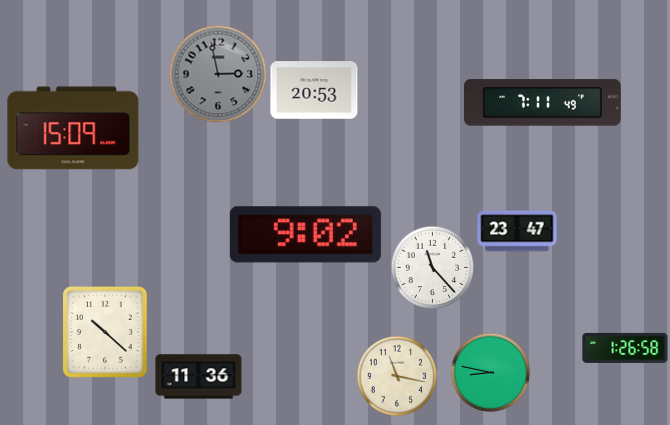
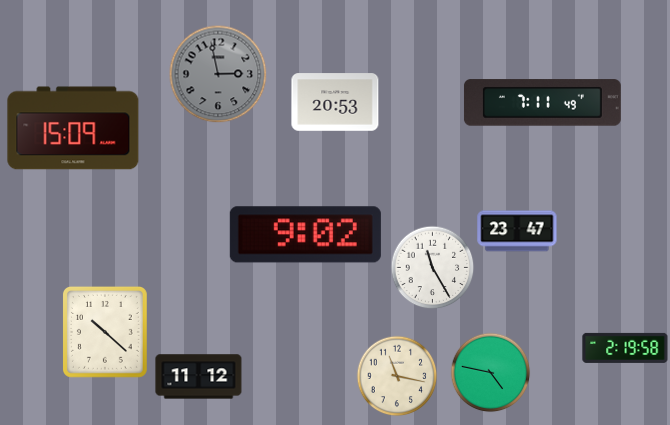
clock at (314, 90) position: (314, 90) -> (335, 102)
clock at (432, 267): 11:23 -> 11:25
clock at (625, 348): 1:26 -> 2:19
clock at (490, 372): 8:47 -> 4:47
clock at (199, 377): 11:36 -> 11:12
